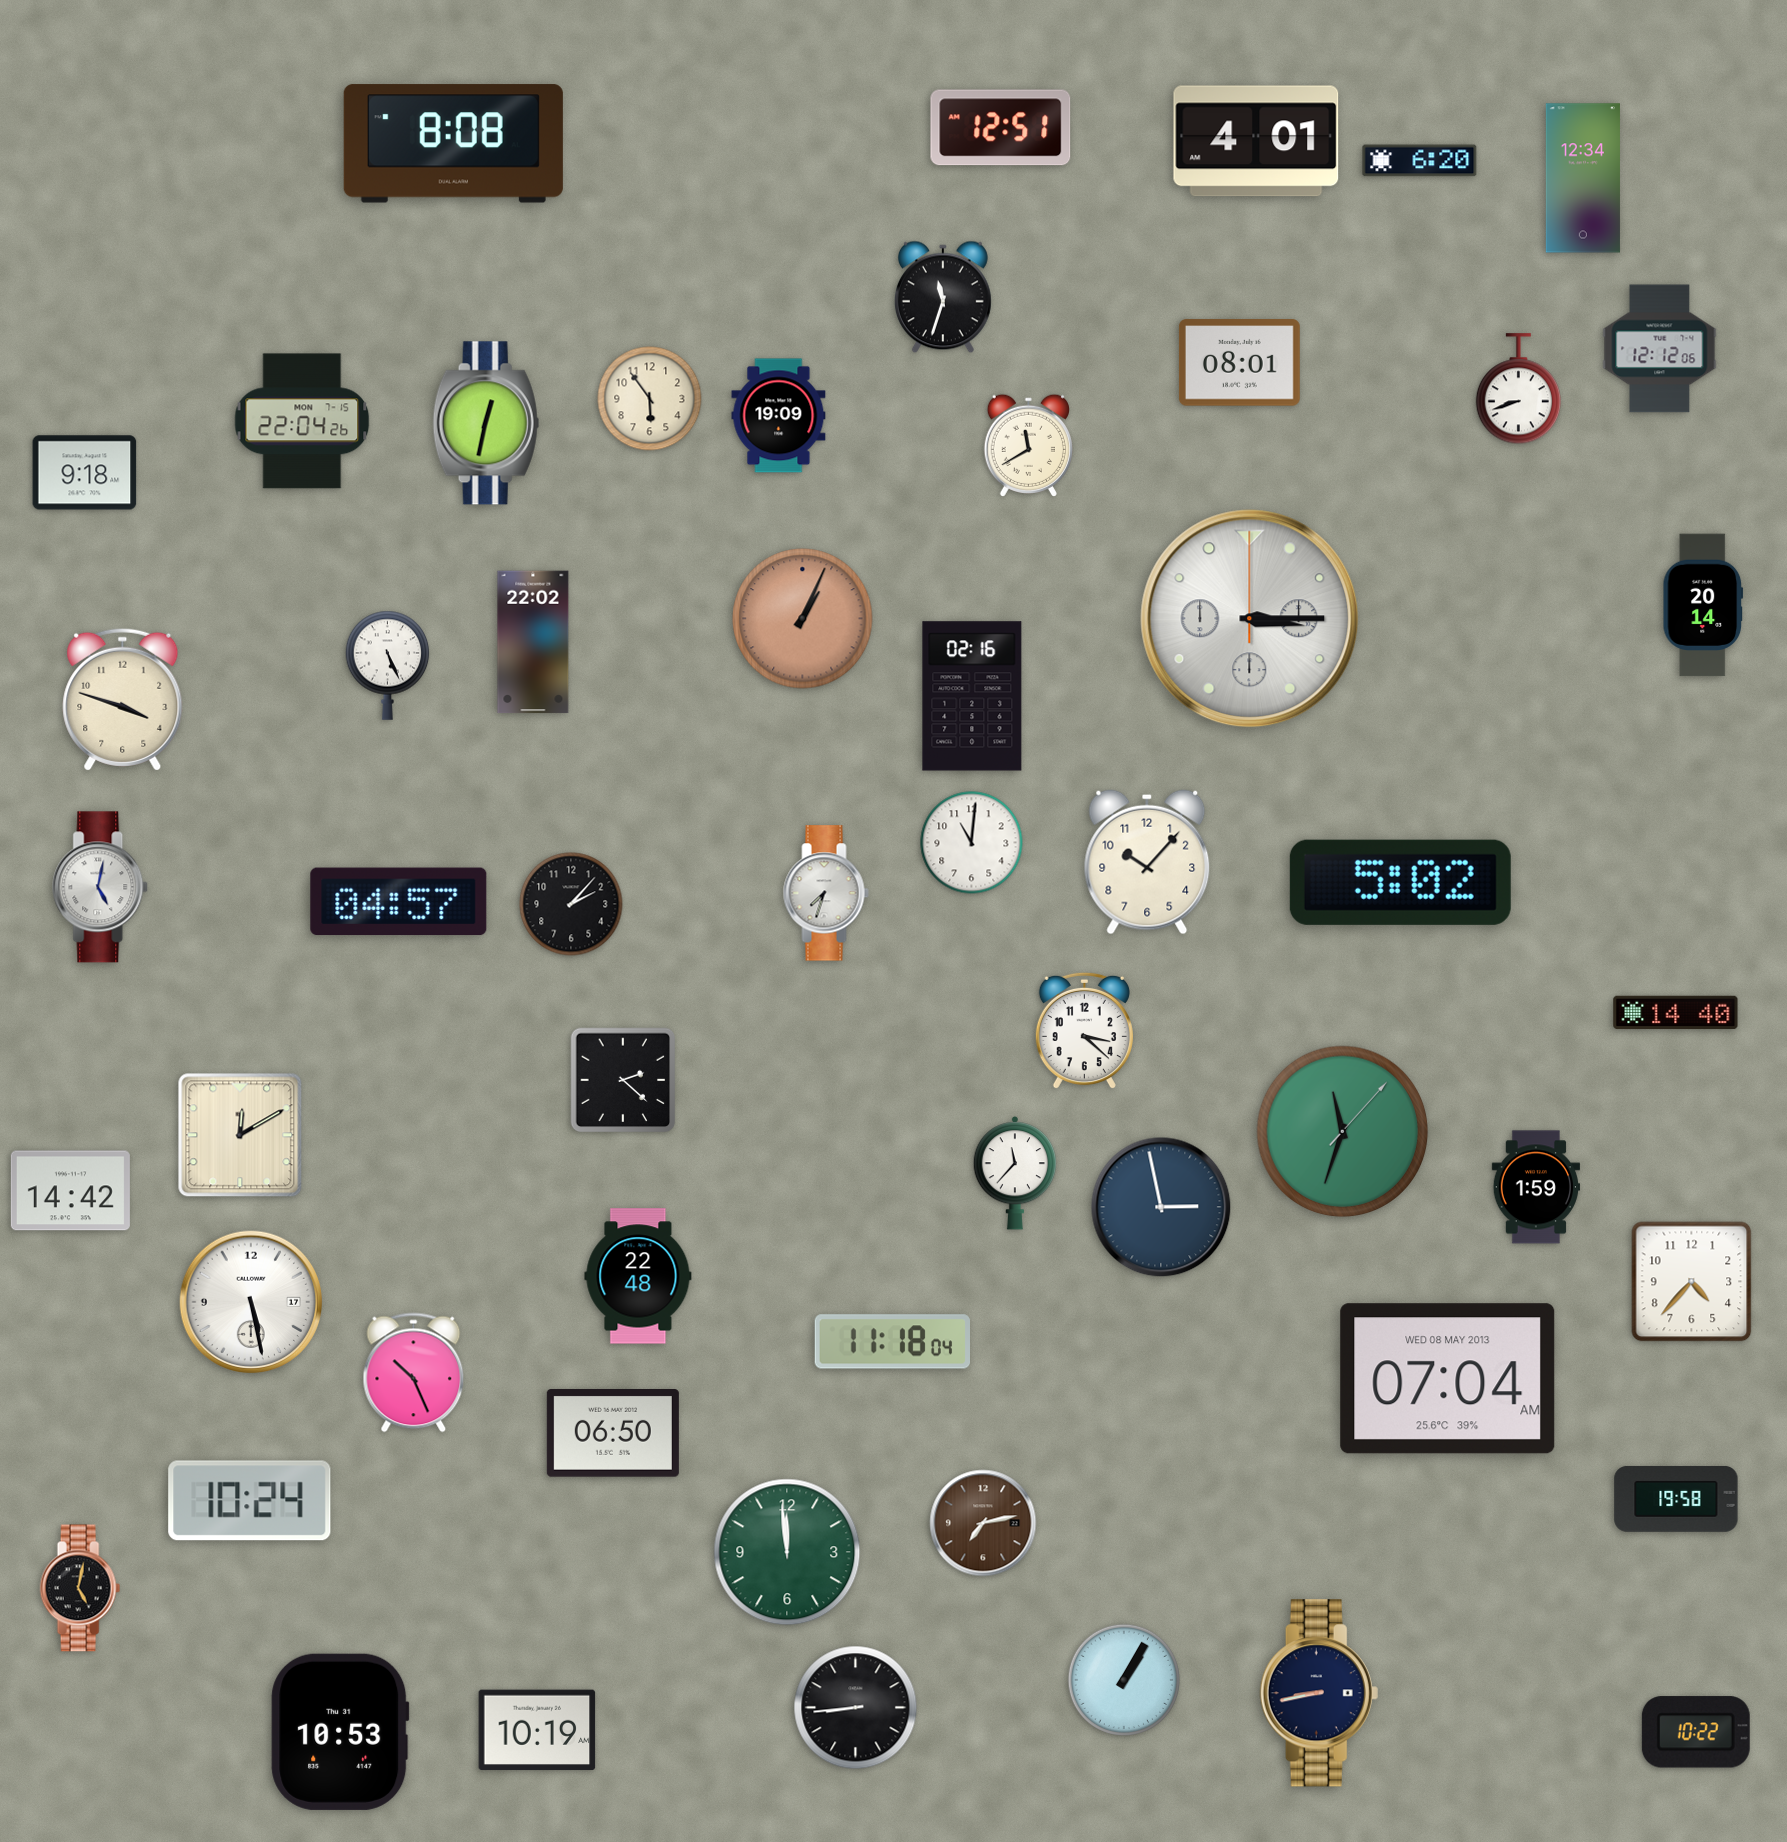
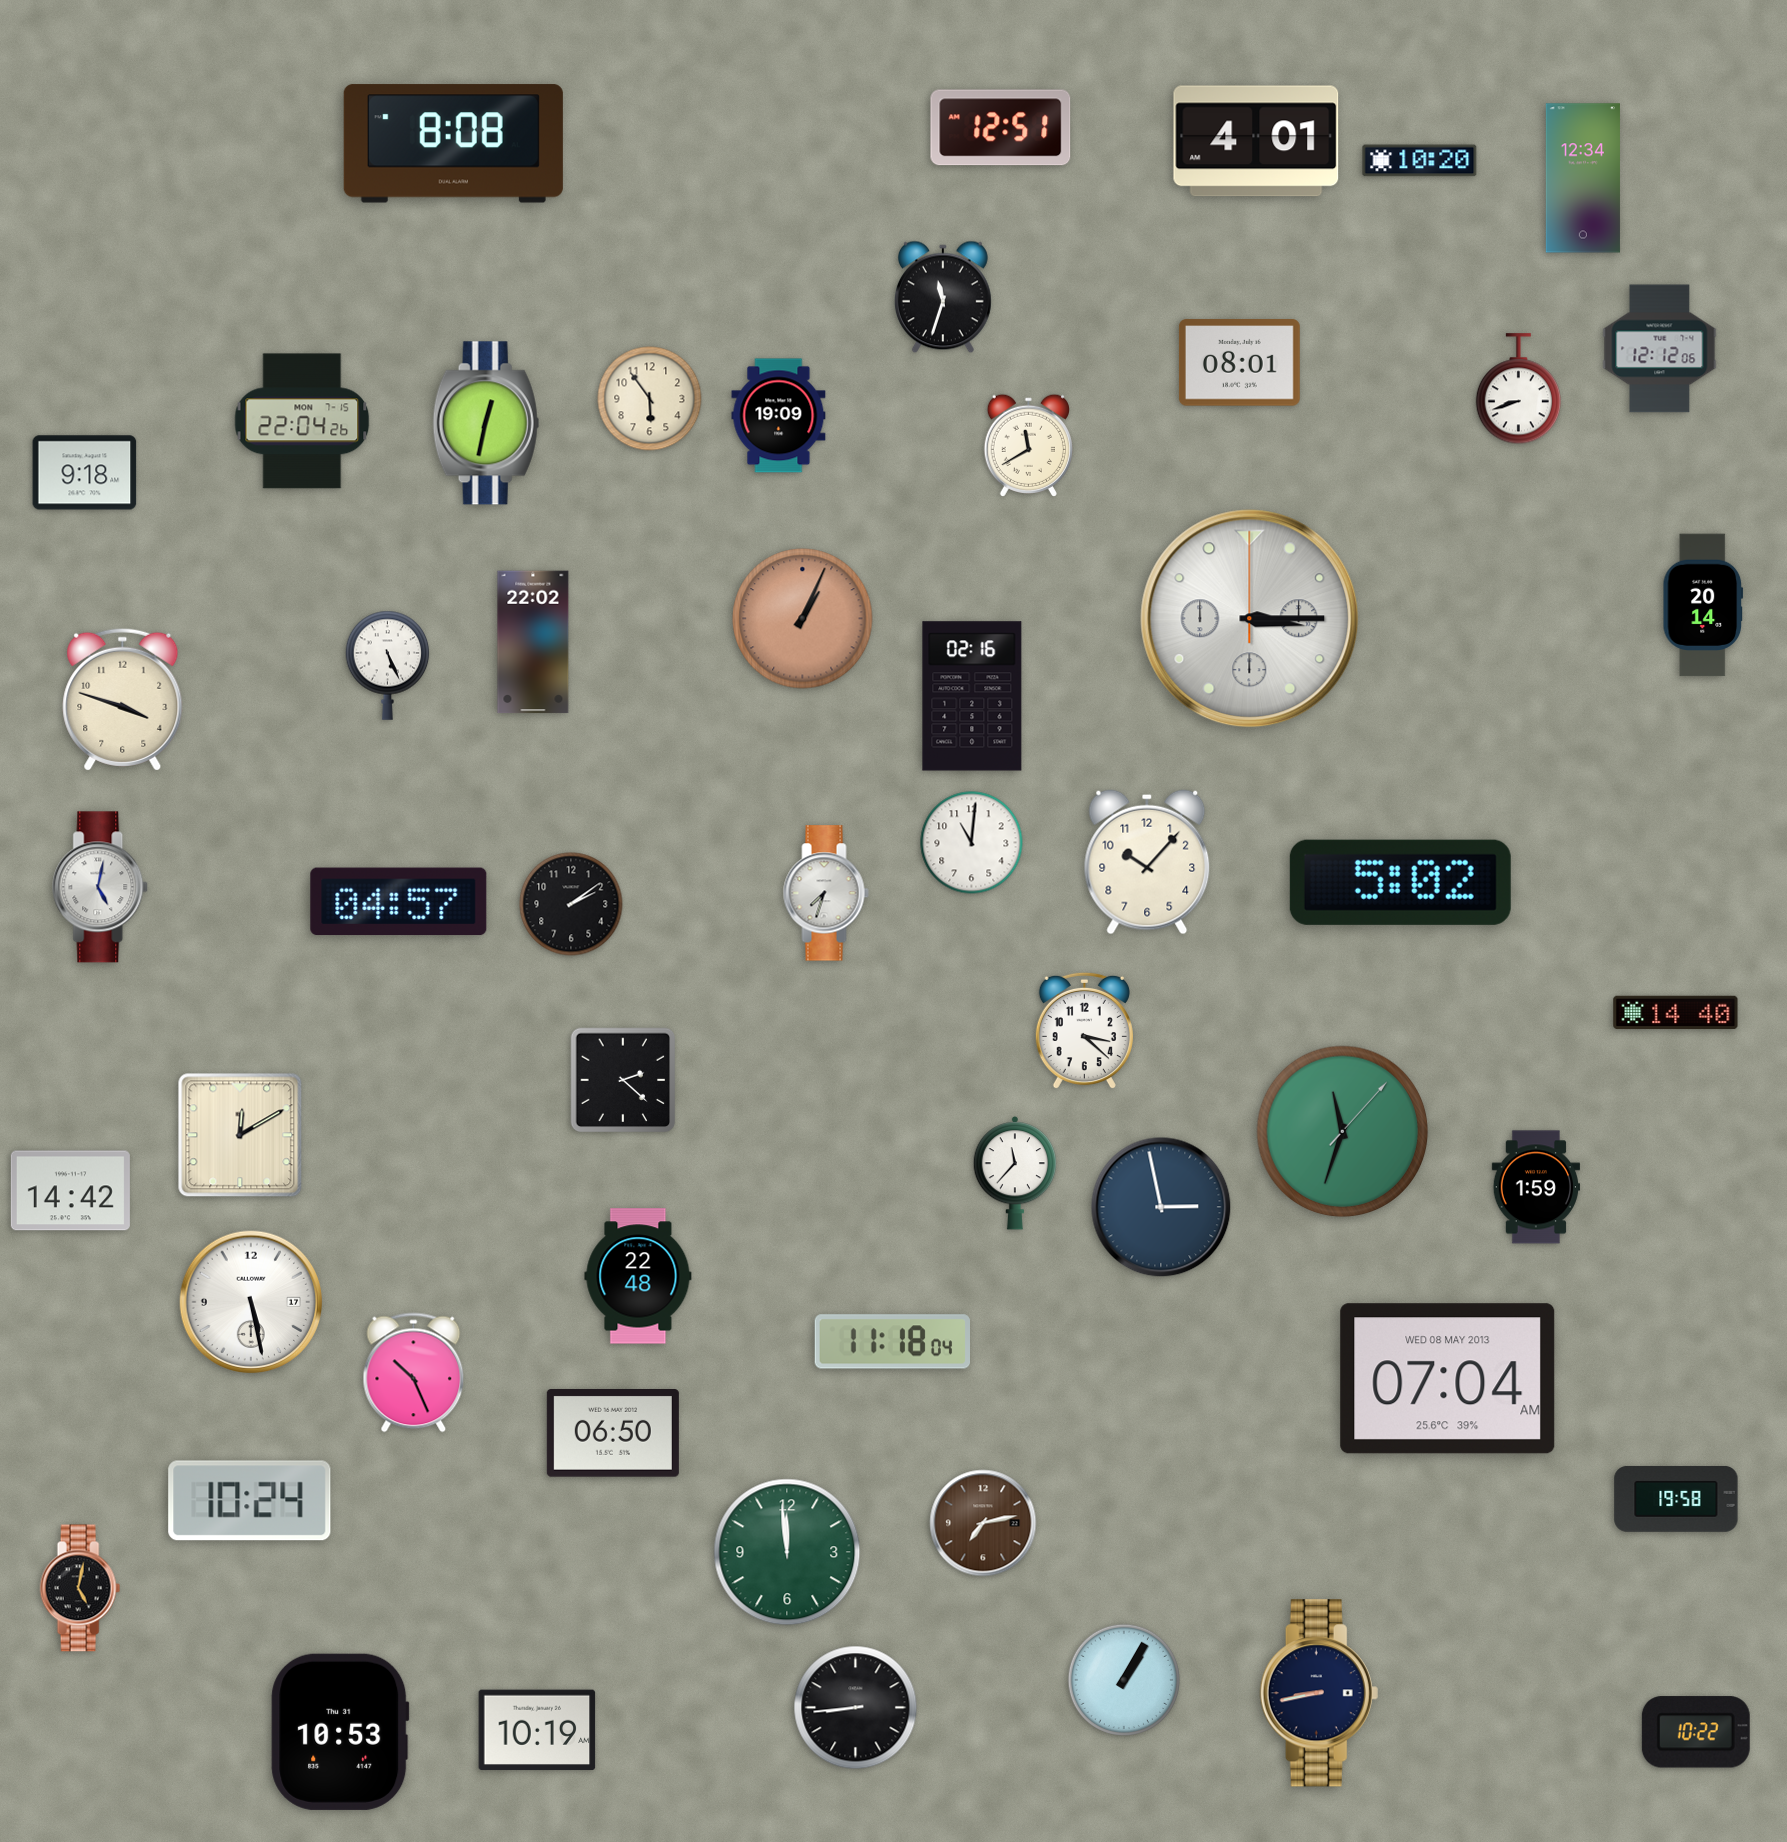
clock at (1420, 161): 6:20 -> 10:20
clock at (571, 904): 2:07 -> 2:09
clock at (1692, 1282): 4:37 -> none
